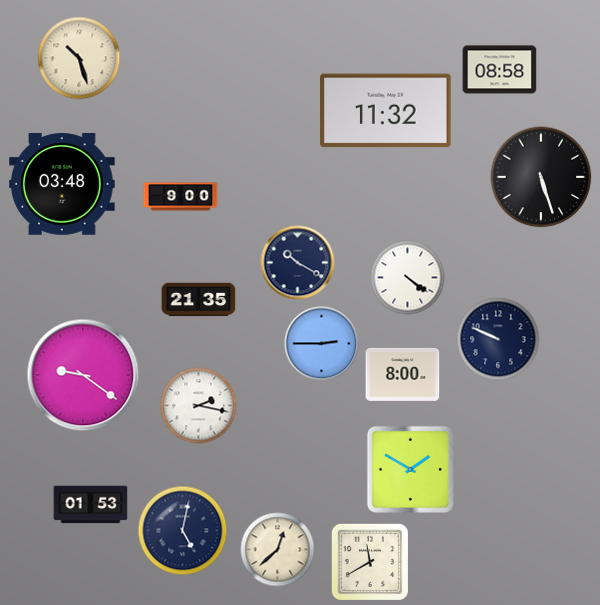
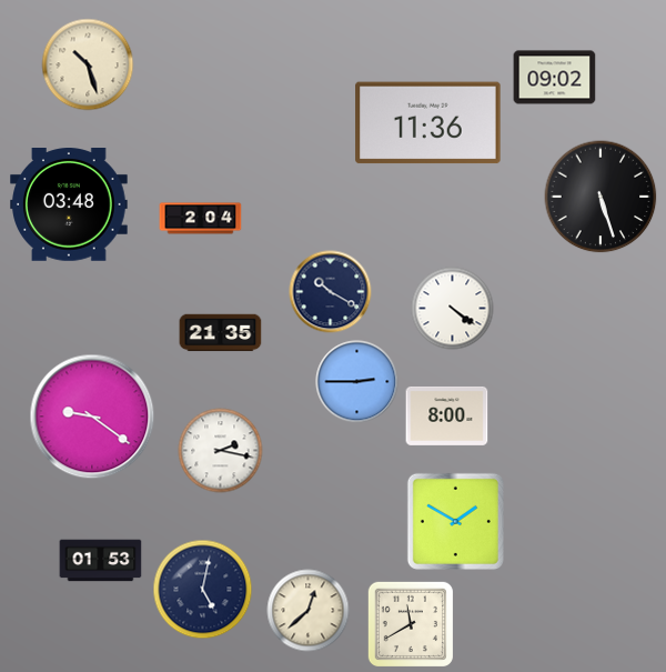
clock at (500, 70): 08:58 -> 09:02
clock at (386, 111): 11:32 -> 11:36
clock at (181, 197): 9:00 -> 2:04
clock at (498, 339): 9:49 -> none
